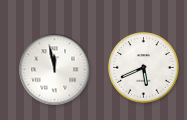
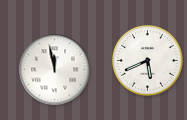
clock at (144, 68) position: (144, 68) -> (148, 61)
